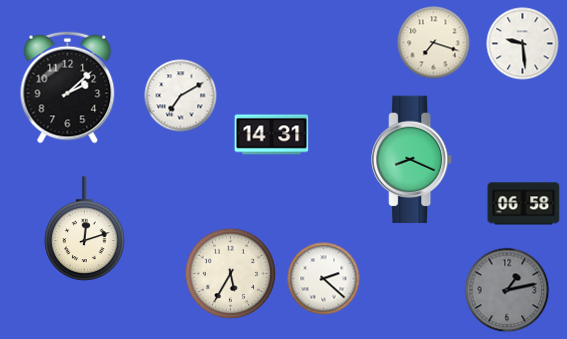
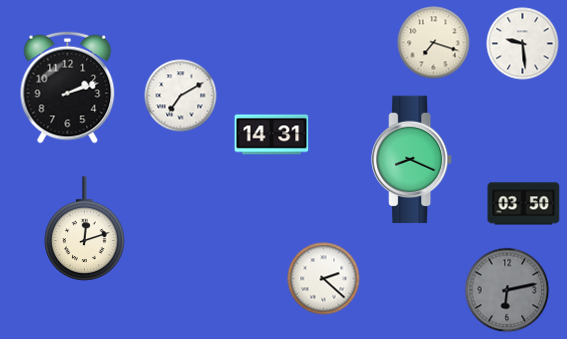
clock at (68, 88): 2:08 -> 2:12
clock at (524, 204): 06:58 -> 03:50
clock at (231, 274): 5:35 -> none
clock at (507, 290): 1:13 -> 6:13
